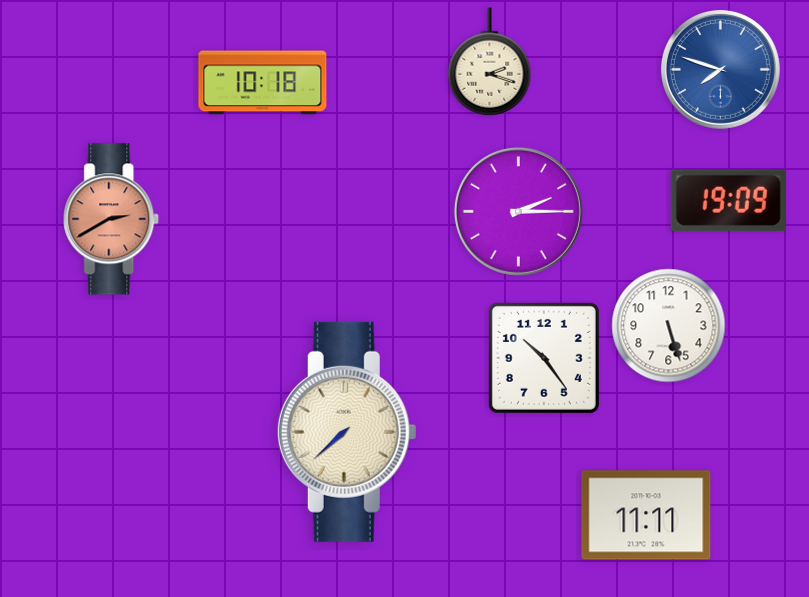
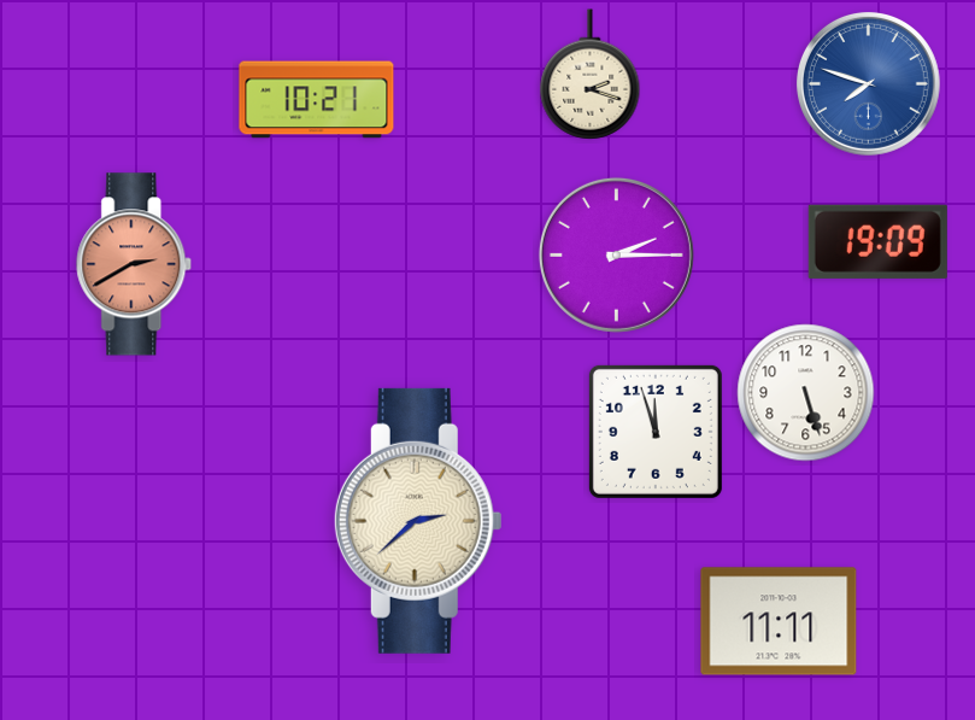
clock at (263, 83): 10:18 -> 10:21
clock at (518, 211) position: (518, 211) -> (616, 254)
clock at (544, 358): 10:24 -> 11:57
clock at (347, 432): 7:38 -> 2:38
